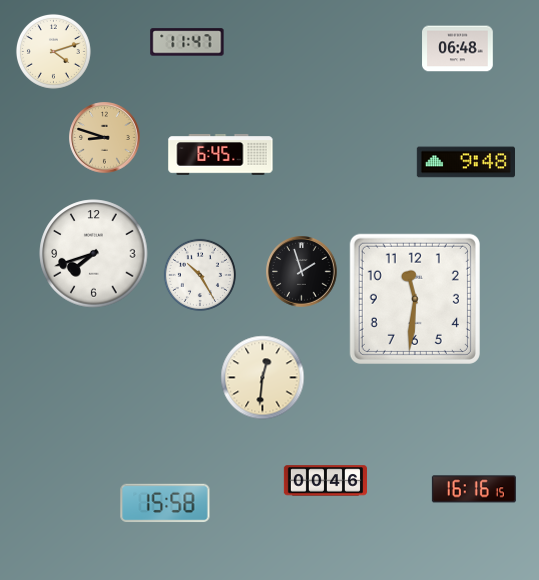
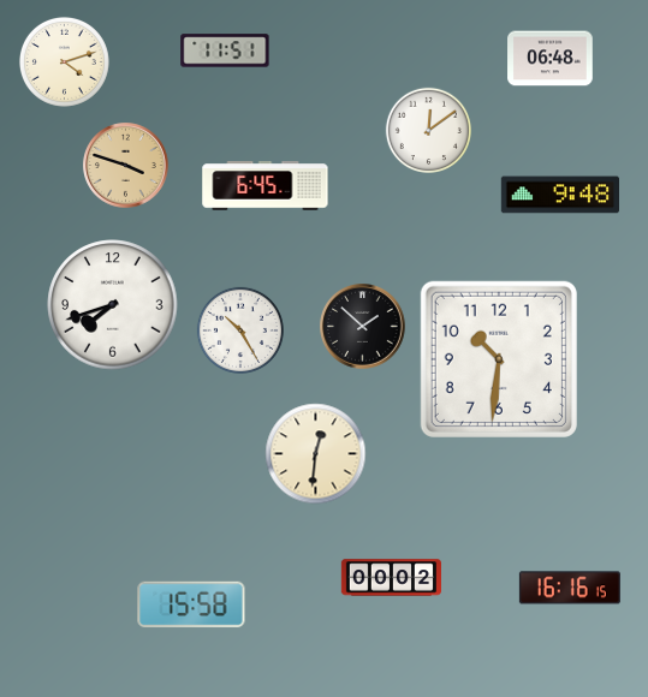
clock at (187, 42): 11:47 -> 11:51
clock at (428, 130): none -> 12:09
clock at (105, 138): 8:48 -> 3:48
clock at (302, 272): 1:57 -> 1:52
clock at (415, 299): 11:31 -> 10:31
clock at (325, 481): 00:46 -> 00:02
clock at (165, 503) position: (165, 503) -> (191, 604)
